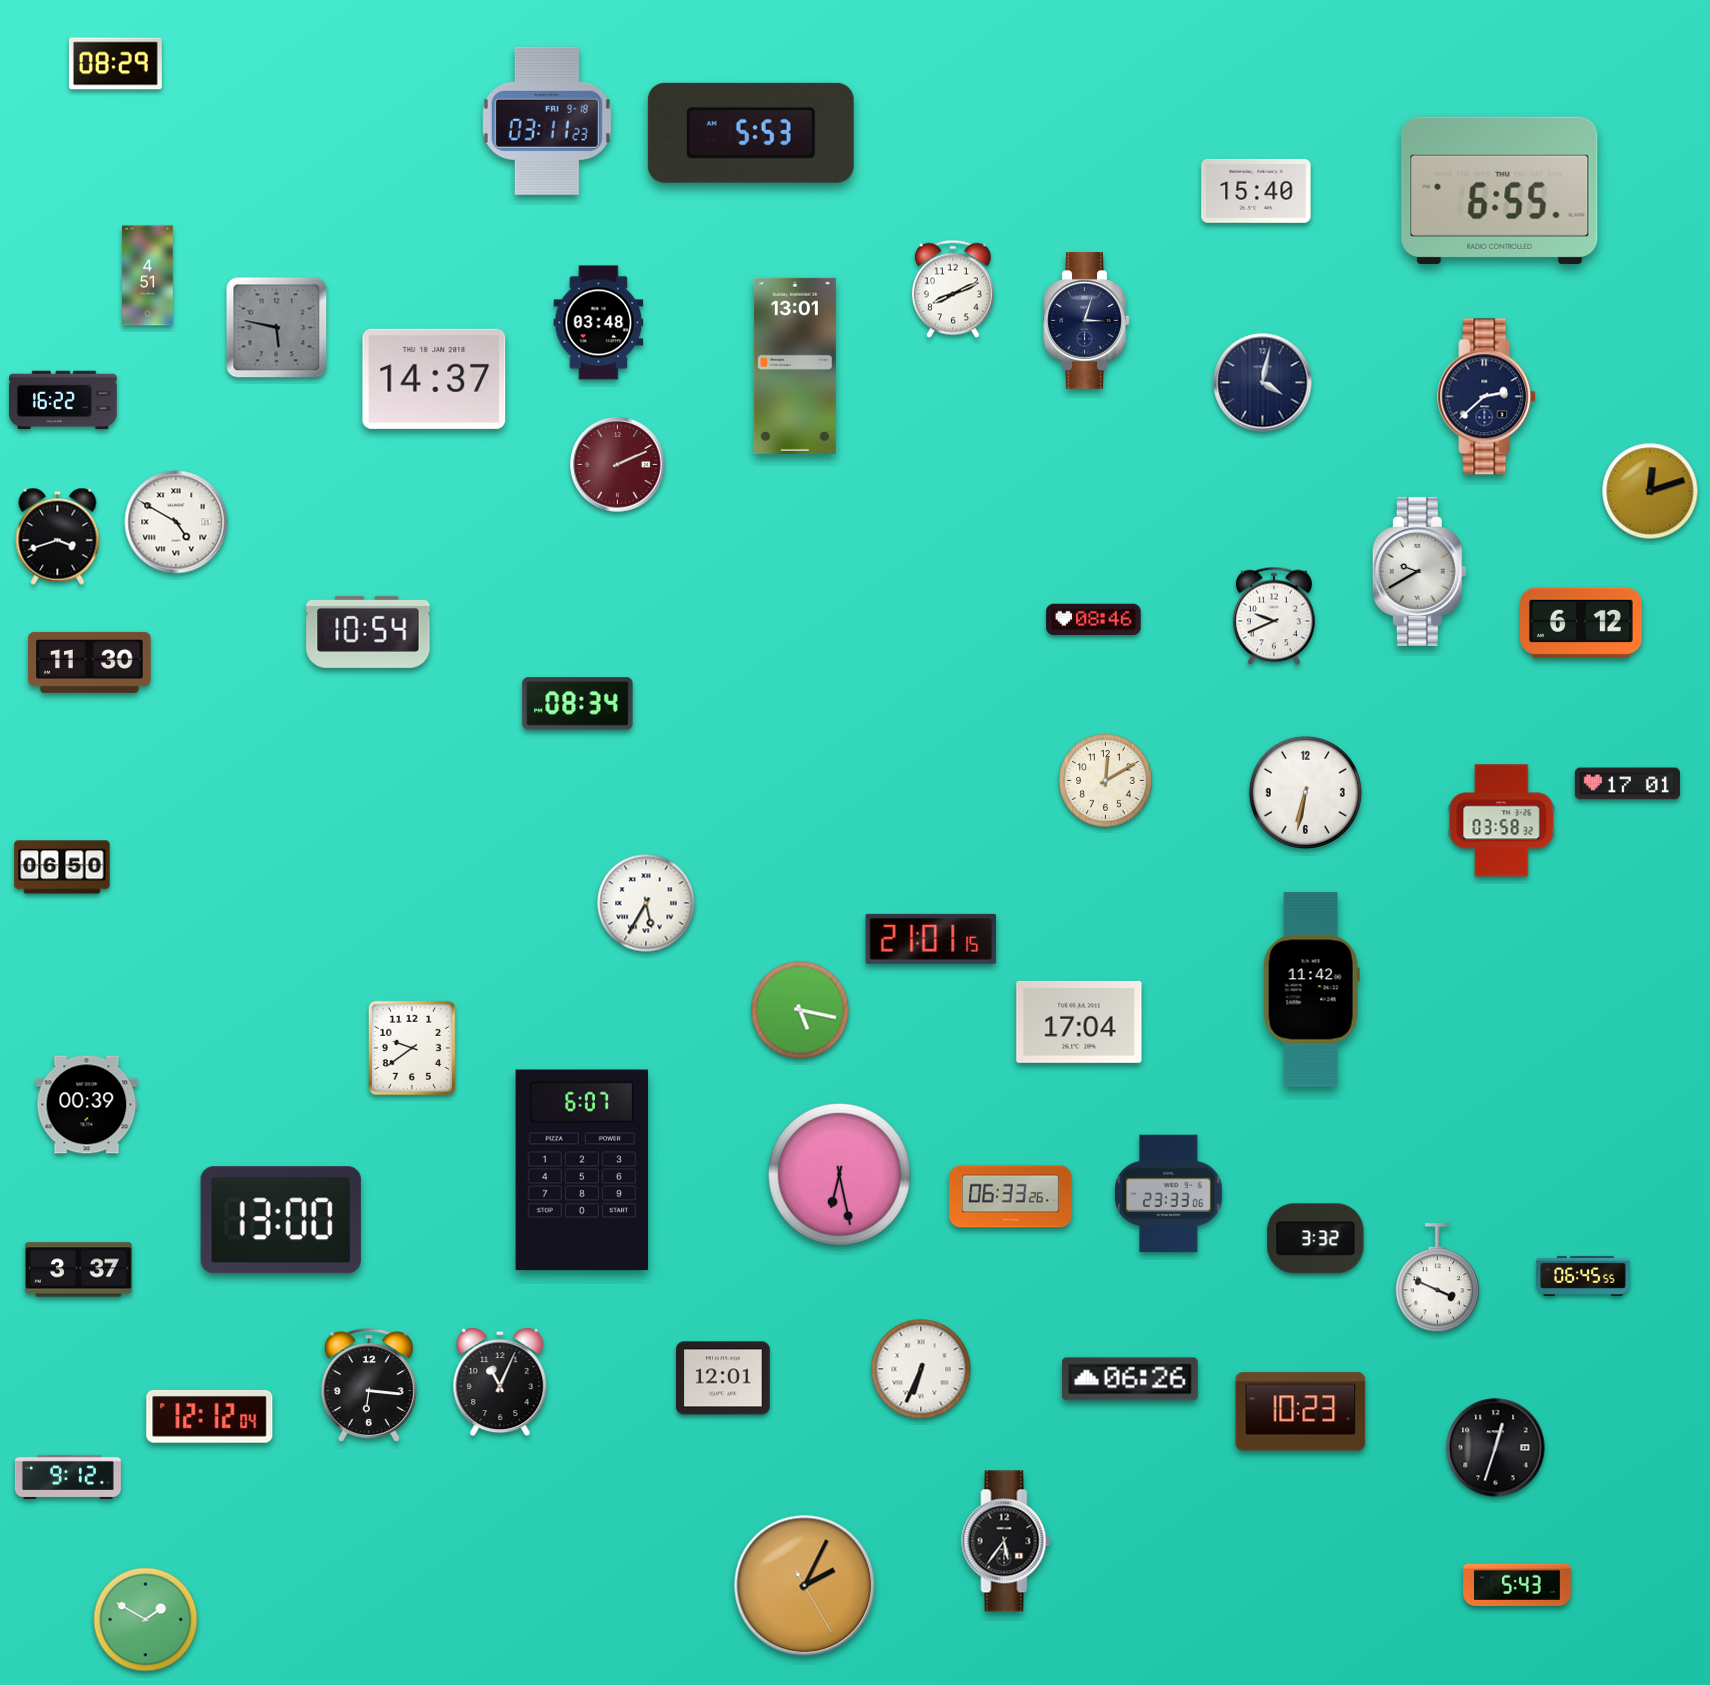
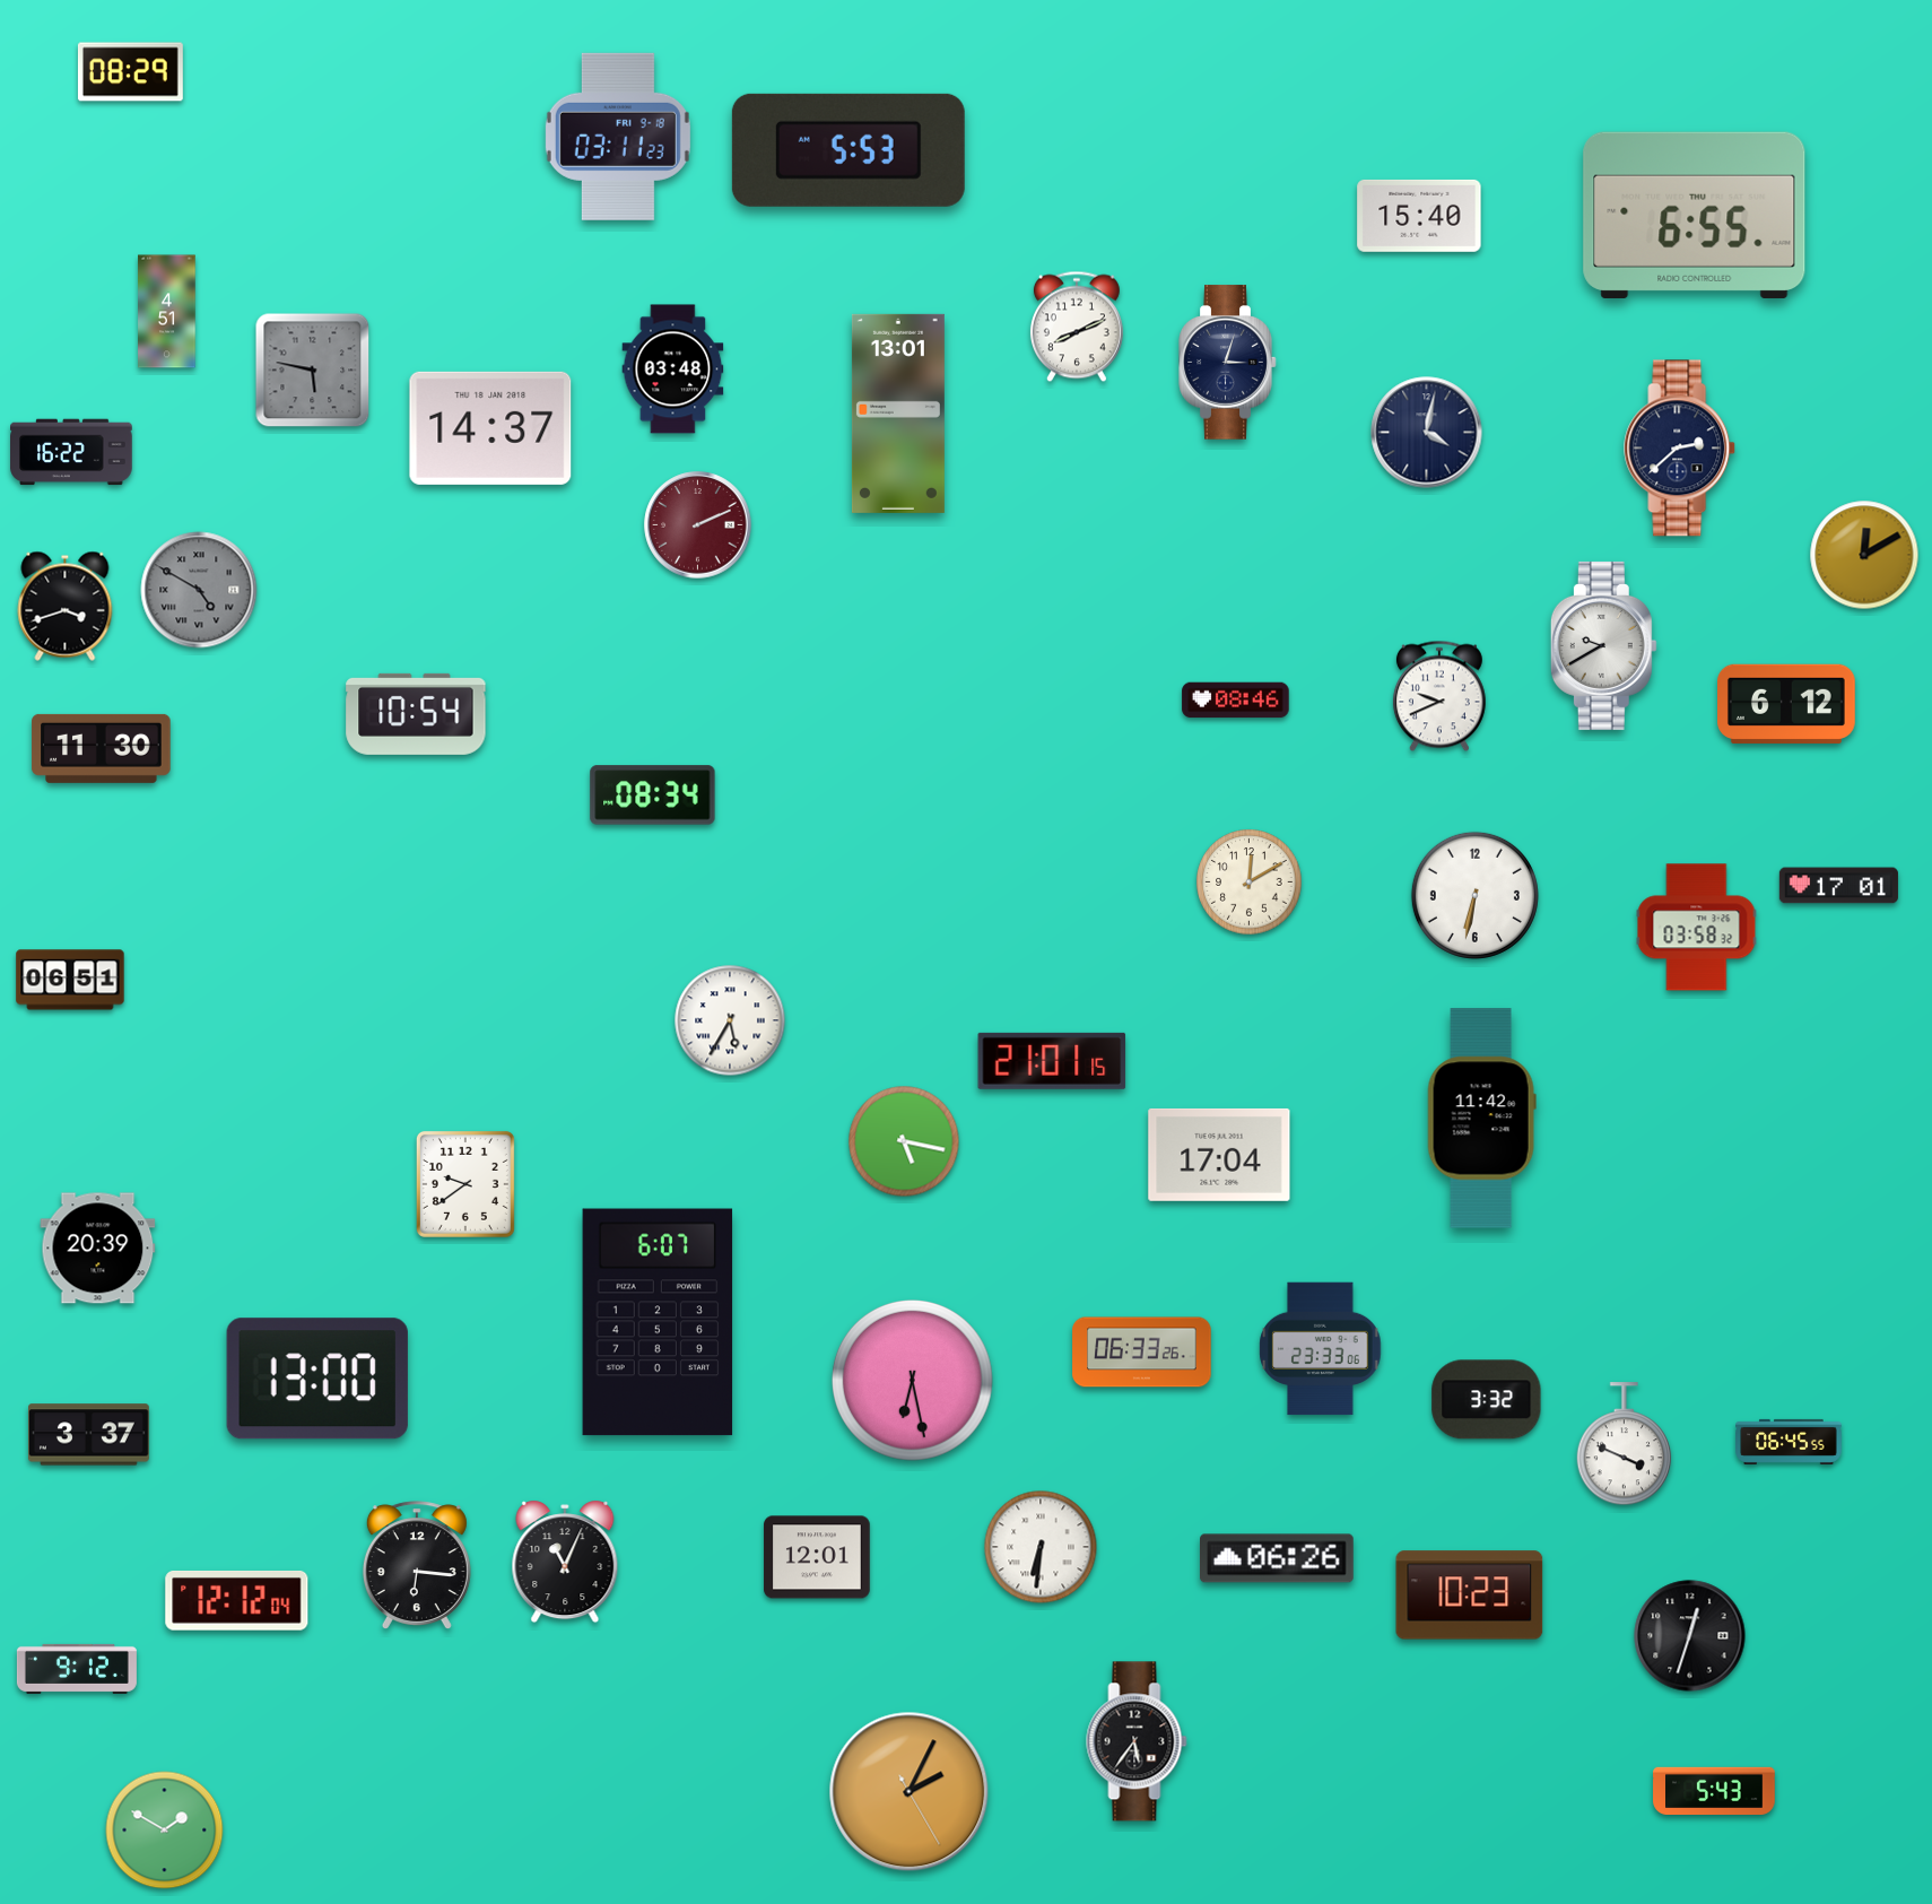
clock at (599, 323) position: (599, 323) -> (673, 370)
clock at (1650, 491): 12:12 -> 12:10
clock at (176, 522) dial: white -> grey
clock at (62, 867): 06:50 -> 06:51
clock at (87, 1105): 00:39 -> 20:39
clock at (840, 1175) position: (840, 1175) -> (913, 1381)
clock at (921, 1369): 6:34 -> 6:31
